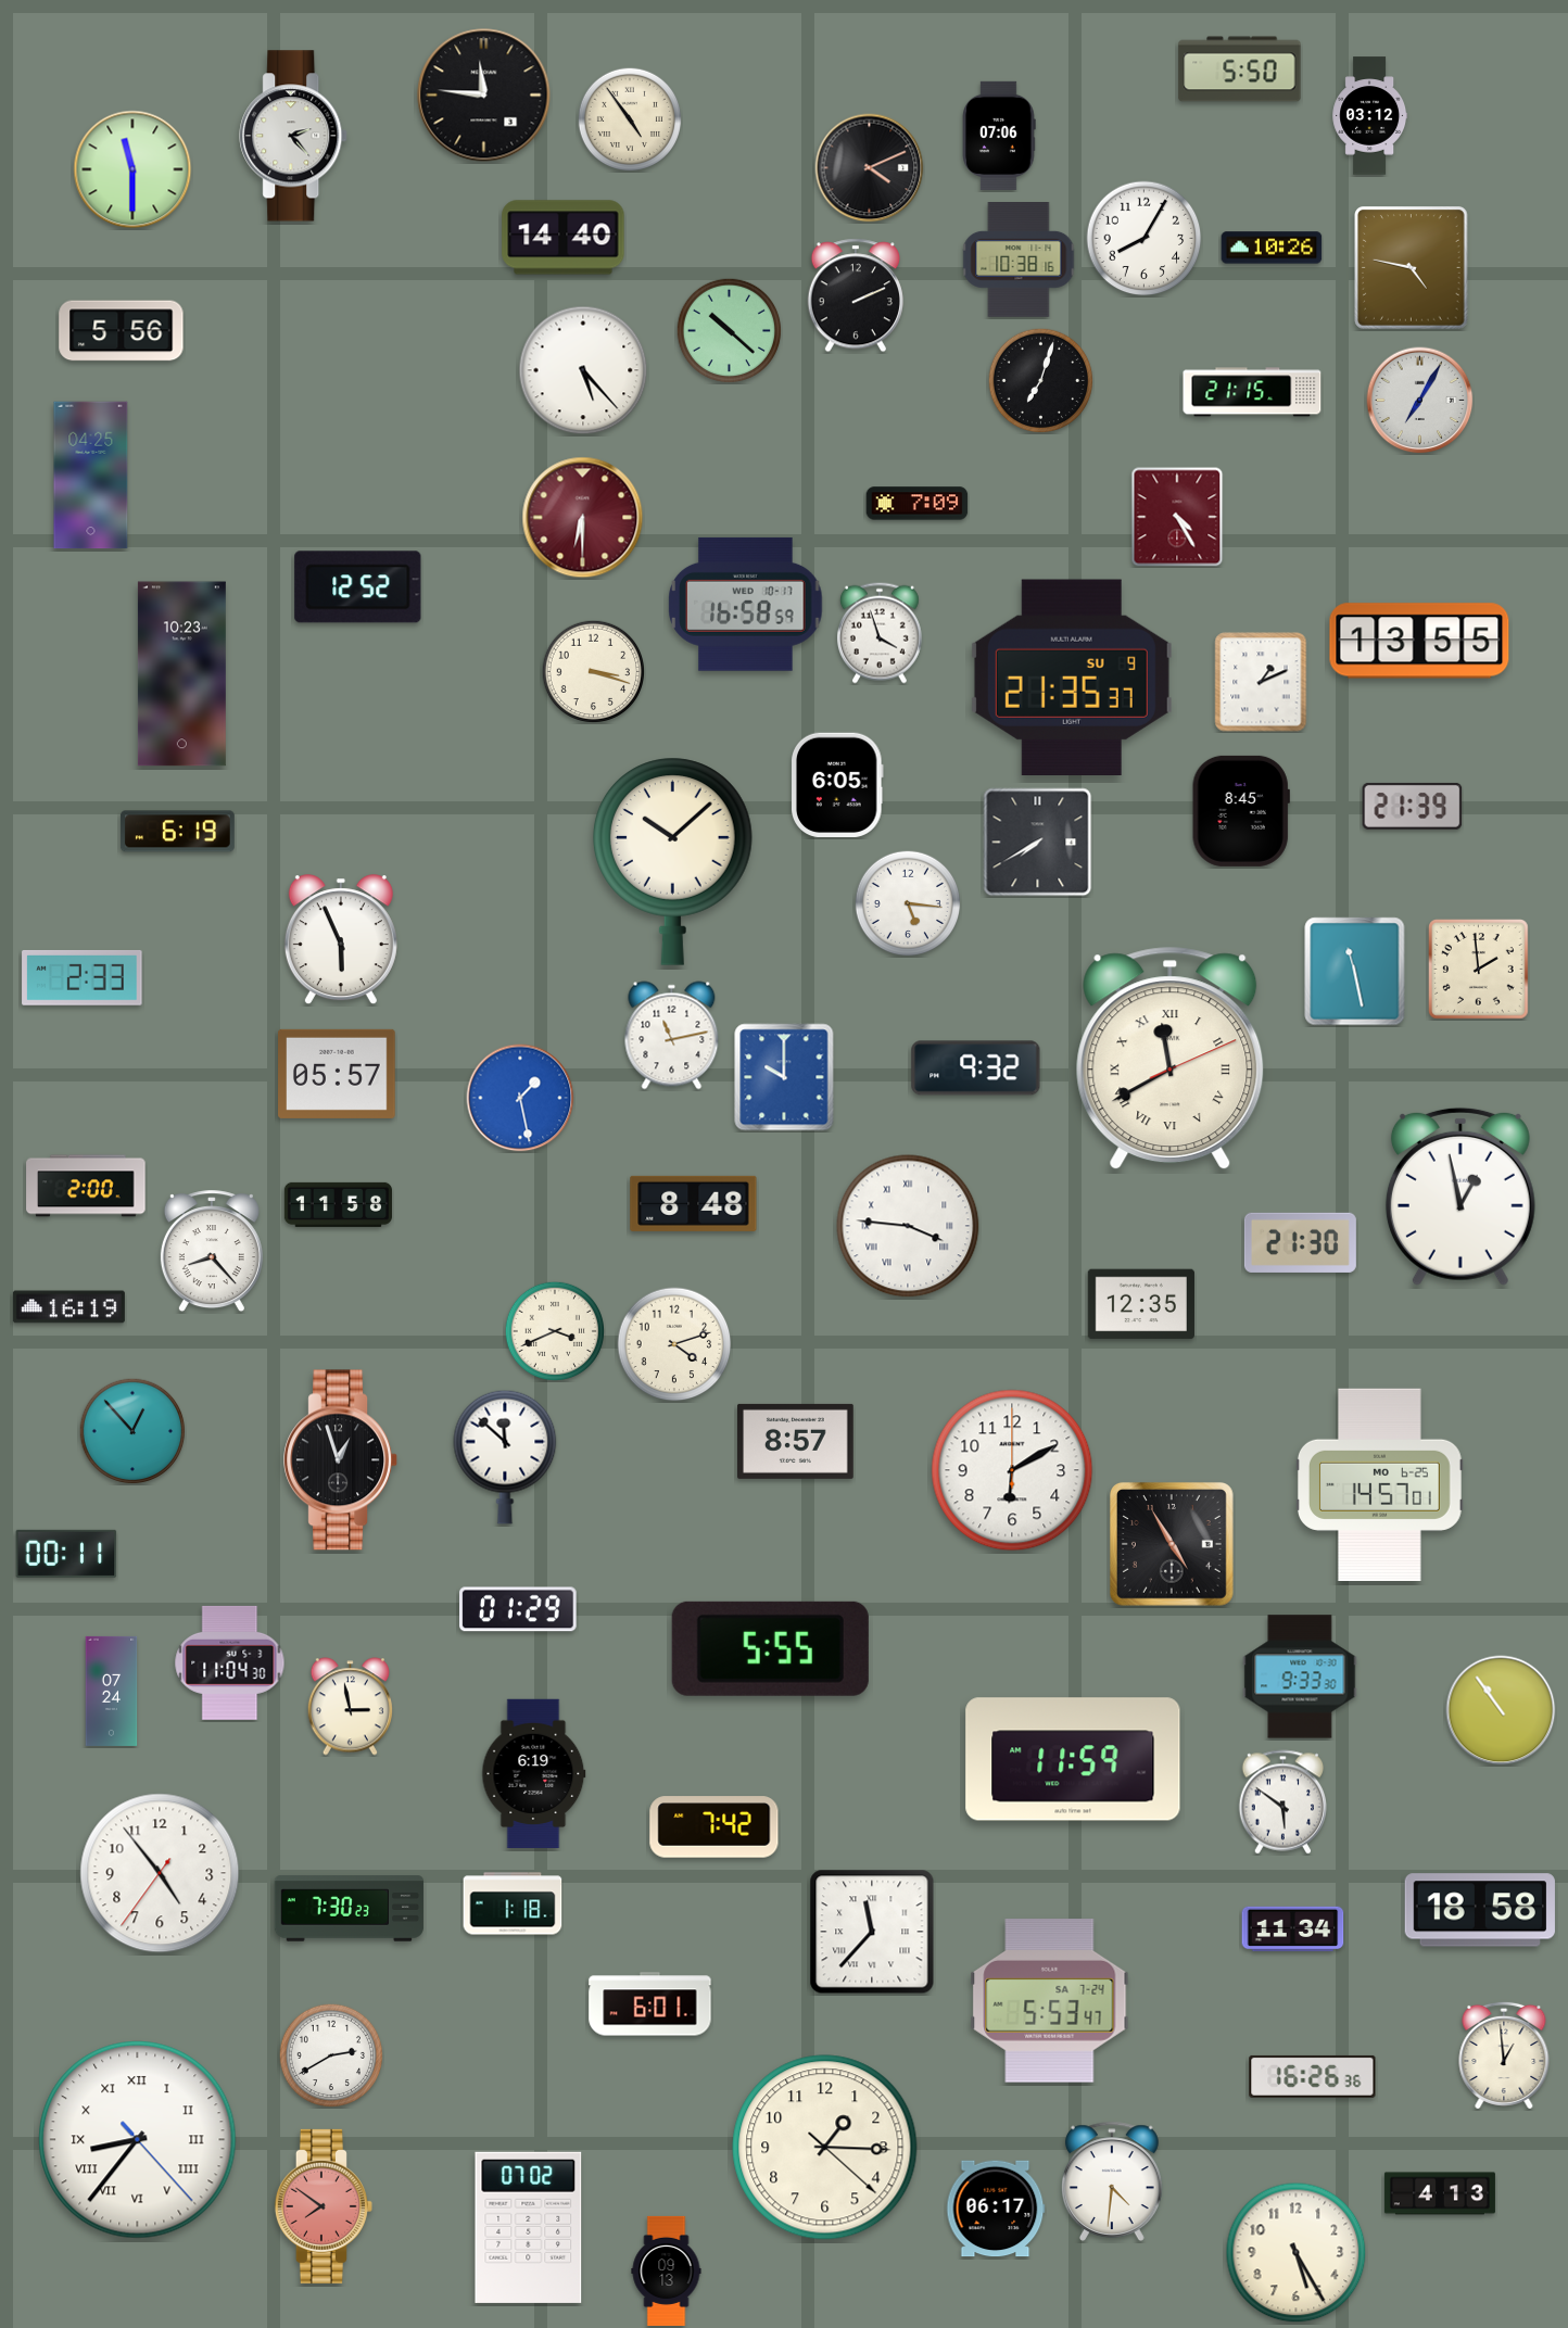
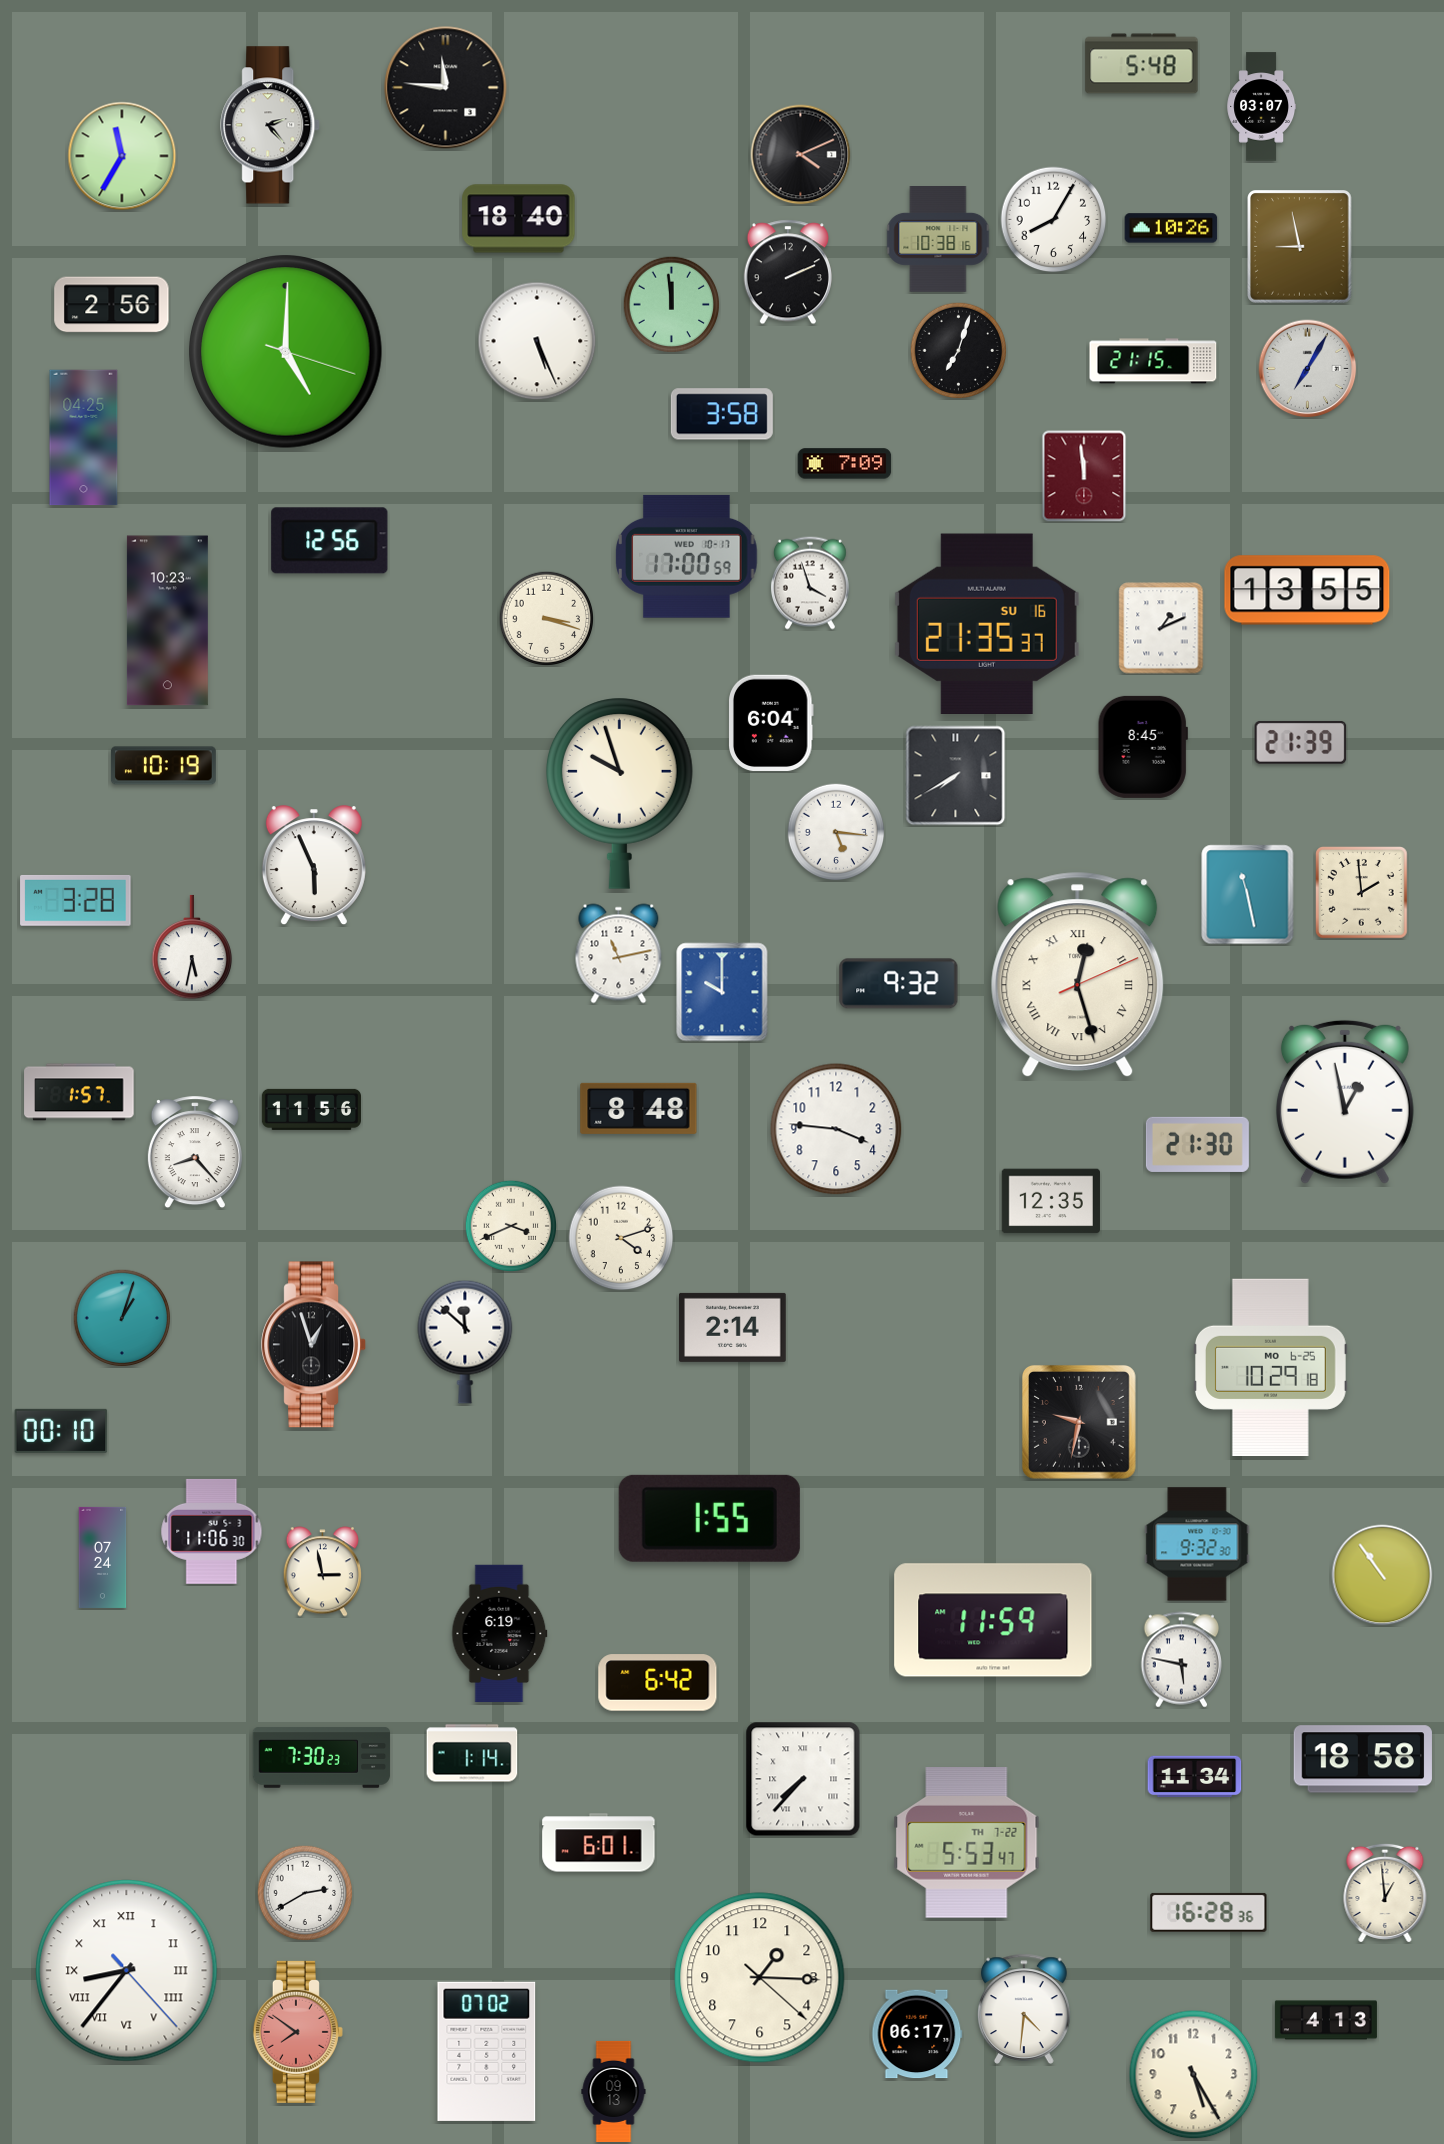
clock at (1240, 69): 5:50 -> 5:48
clock at (1369, 116): 03:12 -> 03:07
clock at (630, 119): 4:54 -> none
clock at (999, 136): 07:06 -> none
clock at (132, 169): 11:30 -> 11:35
clock at (564, 238): 14:40 -> 18:40
clock at (1412, 268): 4:47 -> 8:58
clock at (729, 330): 10:22 -> 11:59
clock at (122, 331): 5:56 -> 2:56
clock at (583, 370): 5:23 -> 5:26
clock at (286, 352): none -> 5:00
clock at (722, 414): none -> 3:58
clock at (1177, 517): 4:25 -> 11:59
clock at (583, 518): 6:30 -> none
clock at (358, 587): 12:52 -> 12:56
clock at (746, 604): 16:58 -> 17:00
clock at (1072, 678) date: SU 9 -> SU 16
clock at (838, 785): 6:05 -> 6:04
clock at (177, 832): 6:19 -> 10:19
clock at (672, 861): 10:08 -> 9:57
clock at (83, 977): 2:33 -> 3:28
clock at (192, 947): none -> 5:32
clock at (1171, 1059): 11:40 -> 12:27
clock at (338, 1074): 05:57 -> none
clock at (520, 1098): 1:28 -> none
clock at (86, 1186): 2:00 -> 1:57
clock at (338, 1204): 11:58 -> 11:56
clock at (908, 1226) numerals: Roman -> Arabic
clock at (68, 1307): 16:19 -> none
clock at (132, 1431): 12:53 -> 1:03
clock at (796, 1441): 8:57 -> 2:14
clock at (1012, 1470): 6:10 -> none
clock at (1379, 1484): 14:57 -> 10:29
clock at (1172, 1544): 4:55 -> 9:32
clock at (66, 1554): 00:11 -> 00:10
clock at (519, 1609): 01:29 -> none
clock at (770, 1648): 5:55 -> 1:55
clock at (230, 1662): 11:04 -> 11:06
clock at (1300, 1677): 9:33 -> 9:32
clock at (1073, 1759) position: (1073, 1759) -> (993, 1620)
clock at (534, 1774) position: (534, 1774) -> (500, 1634)
clock at (1284, 1802): 5:51 -> 5:47
clock at (715, 1827): 7:42 -> 6:42
clock at (160, 1873): 4:53 -> none
clock at (513, 1903): 1:18 -> 1:14
clock at (1293, 1930) position: (1293, 1930) -> (1195, 1777)
clock at (872, 1932): 11:37 -> 7:37
clock at (1050, 2001) date: SA 7-24 -> TH 7-22
clock at (650, 2004) position: (650, 2004) -> (599, 1843)
clock at (1313, 2076): 16:26 -> 16:28
